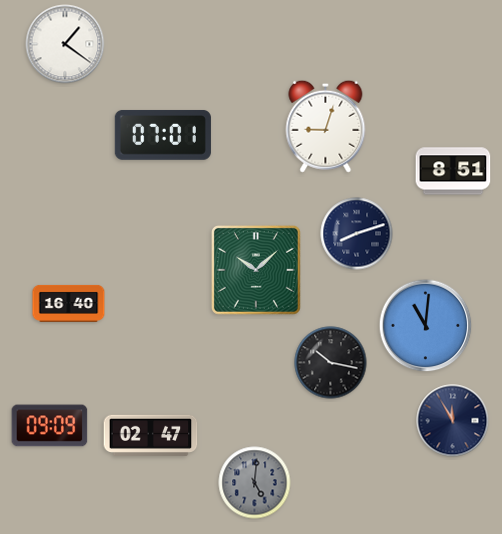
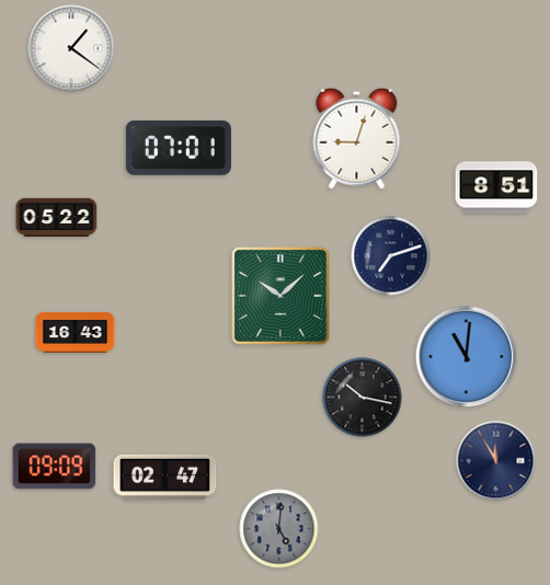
clock at (57, 217): none -> 05:22
clock at (357, 234): 8:12 -> 7:12
clock at (69, 303): 16:40 -> 16:43
